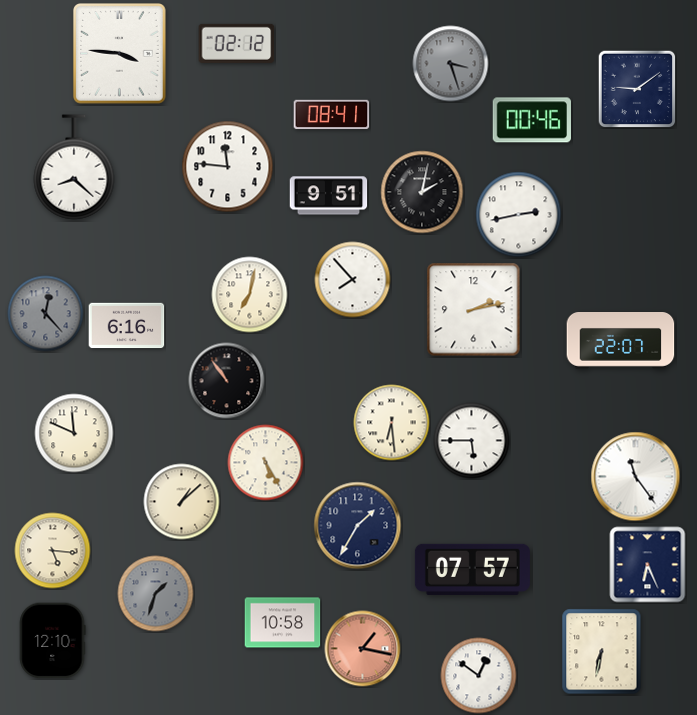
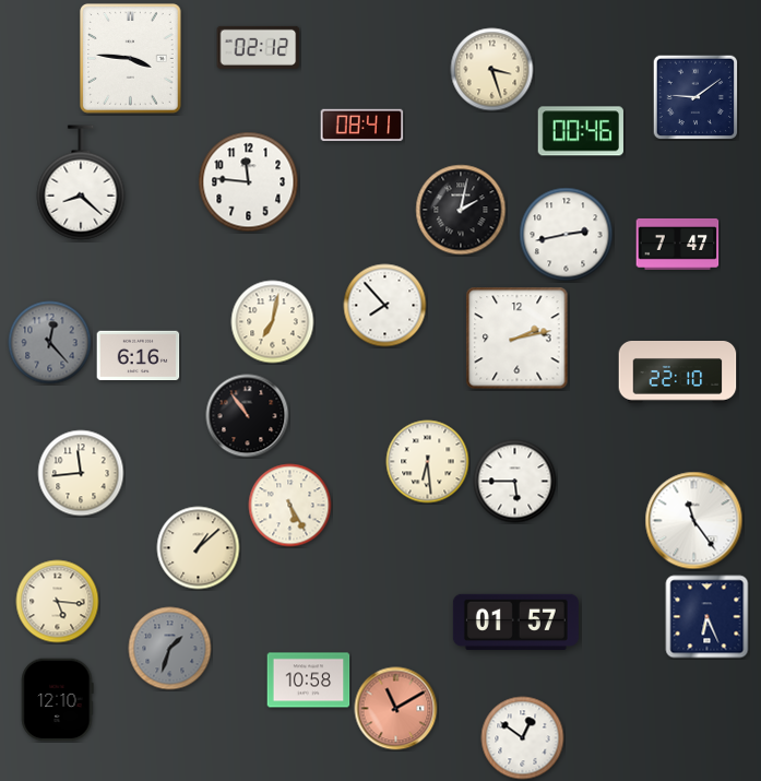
clock at (451, 64) dial: grey -> cream
clock at (329, 196): 9:51 -> none
clock at (678, 245): none -> 7:47
clock at (621, 341): 22:07 -> 22:10
clock at (74, 433): 11:49 -> 11:44
clock at (358, 526): 1:35 -> none
clock at (472, 569): 07:57 -> 01:57
clock at (363, 649): 1:17 -> 11:10
clock at (602, 652): 6:32 -> none
